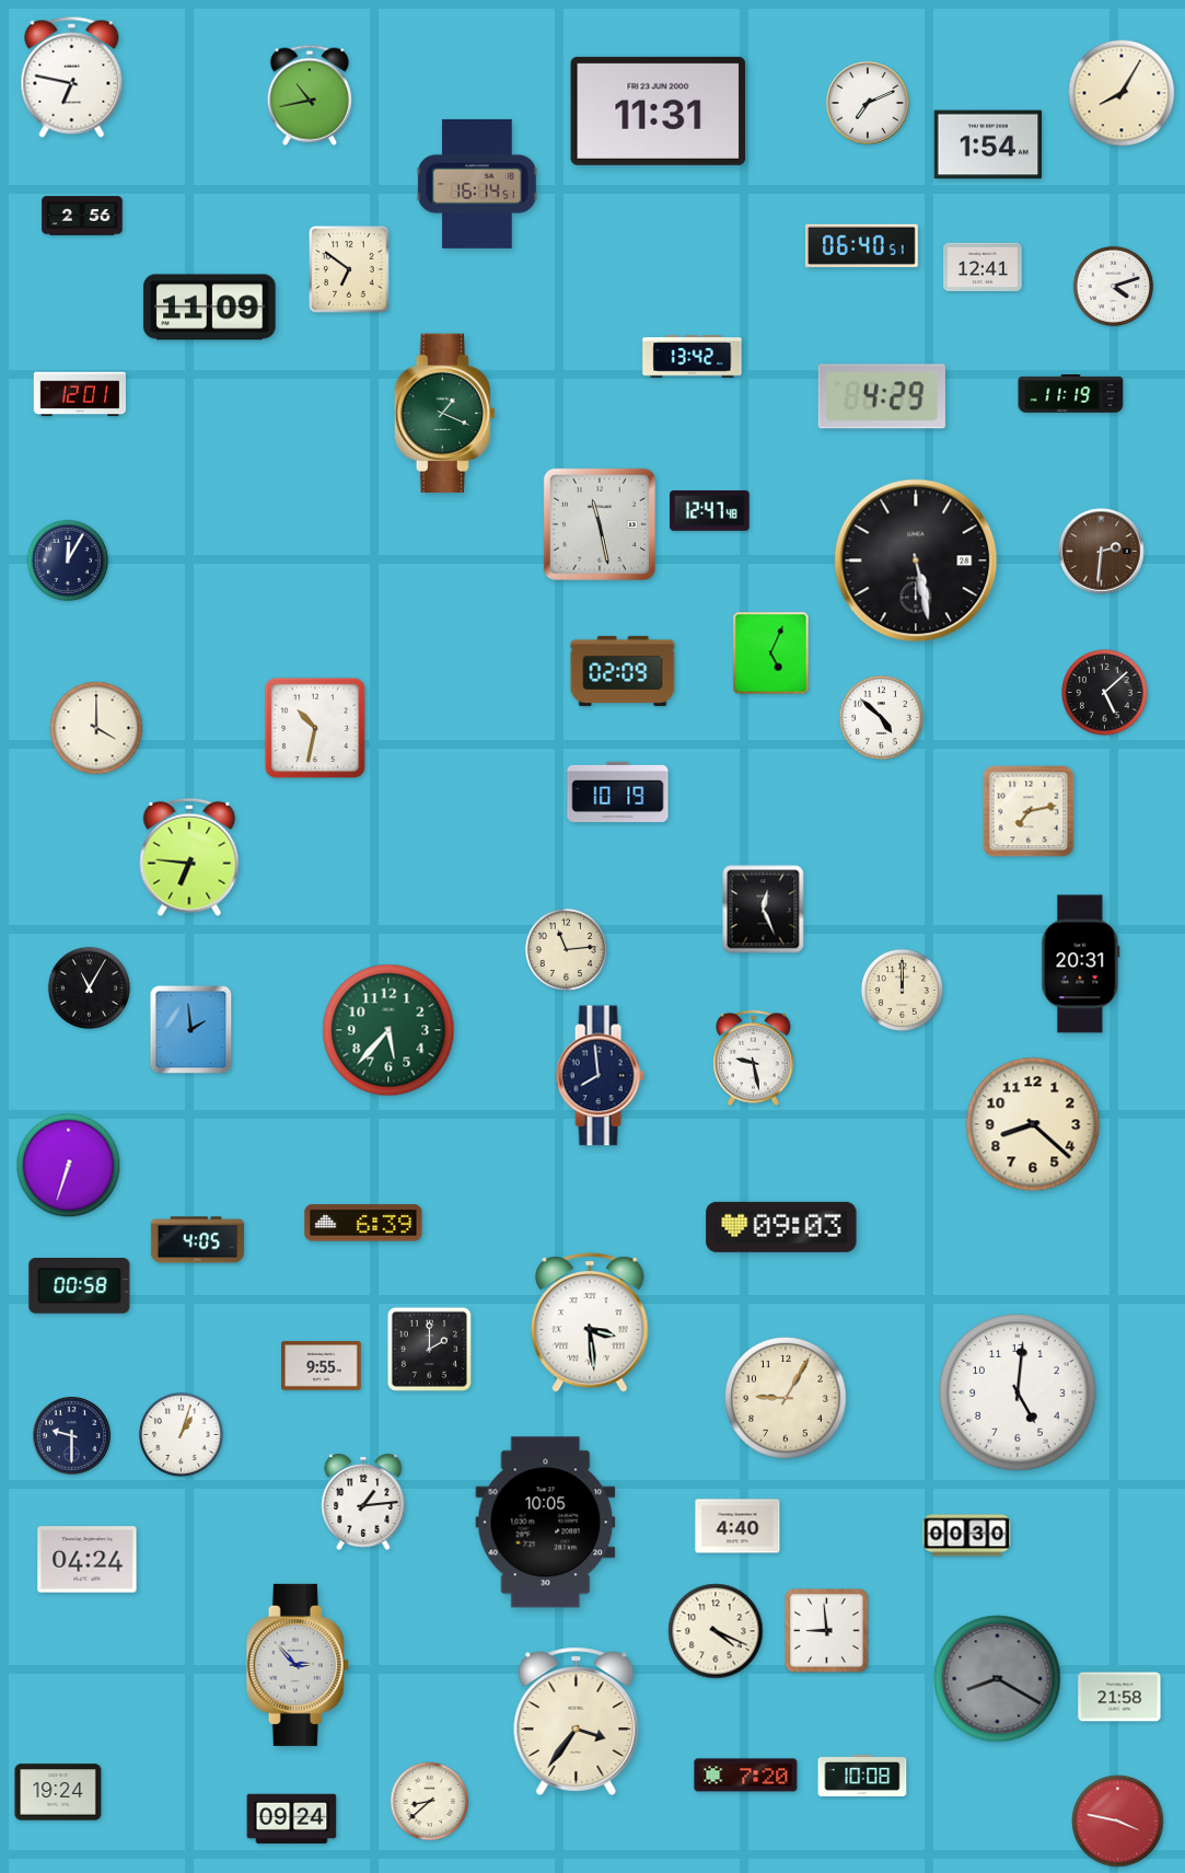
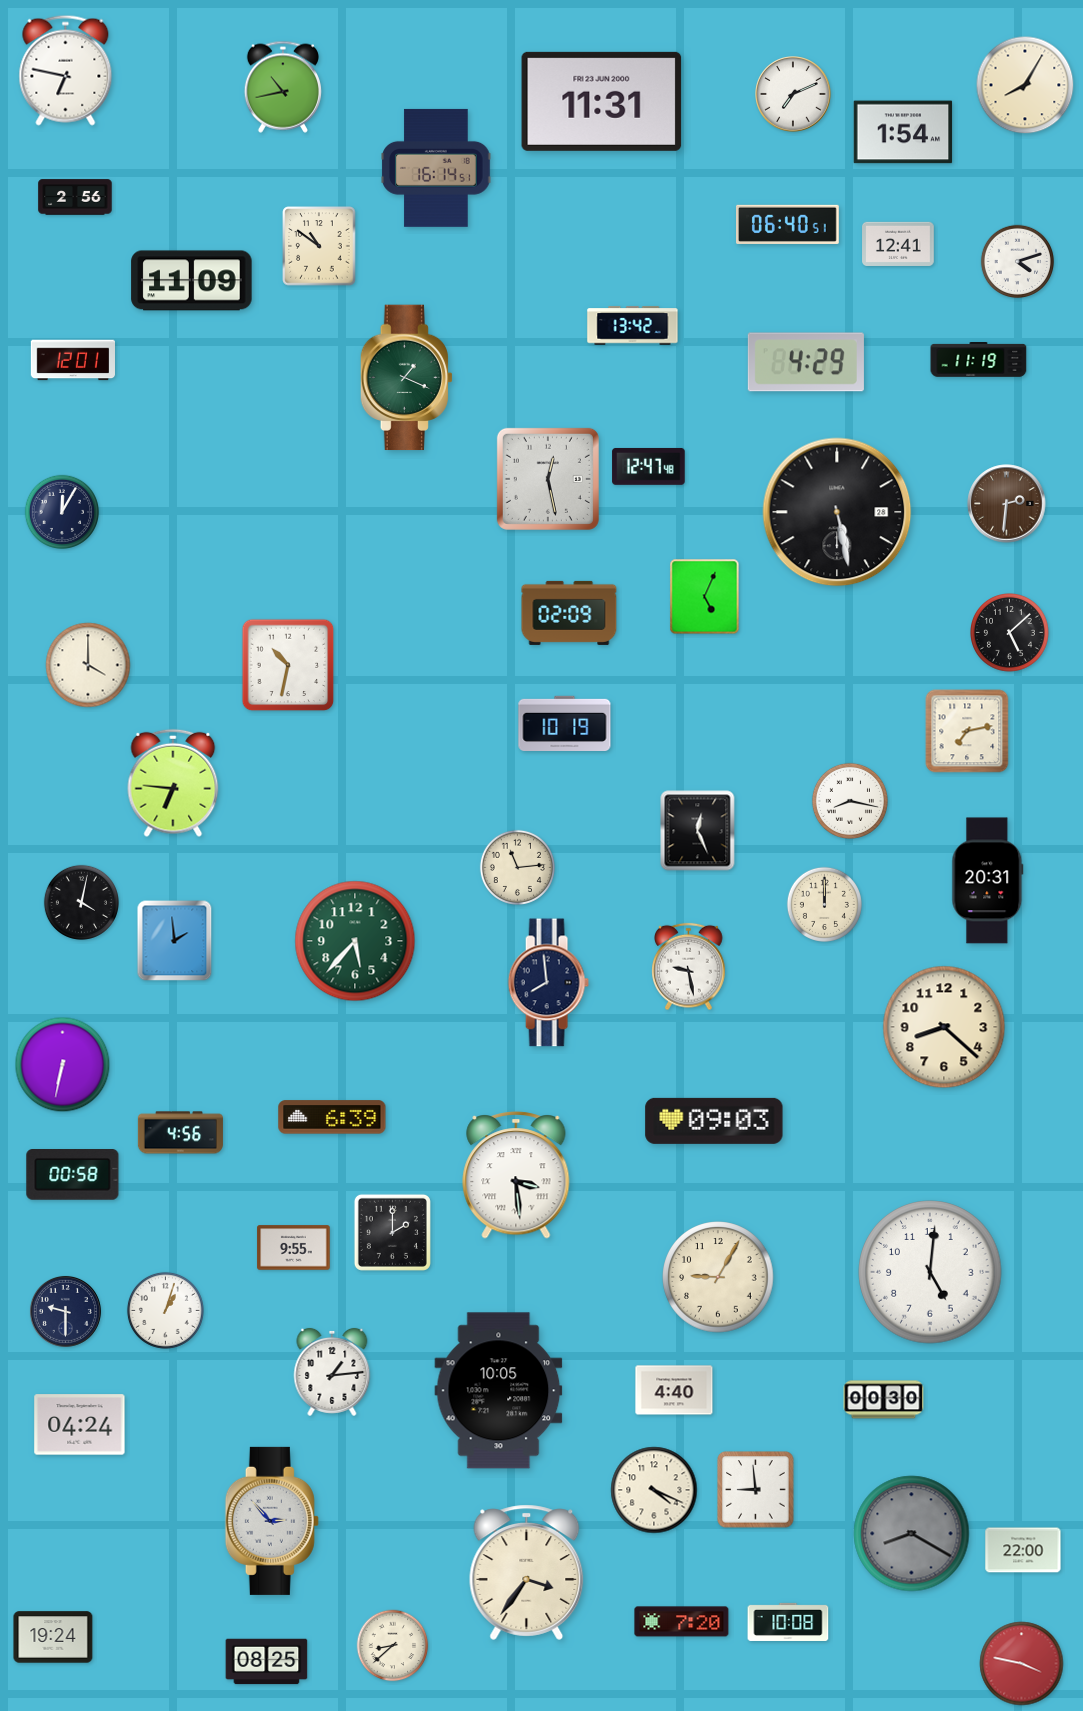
clock at (349, 269): 6:51 -> 10:51
clock at (600, 524): 11:28 -> 12:28
clock at (881, 717): 4:52 -> none
clock at (1029, 811) position: (1029, 811) -> (967, 731)
clock at (850, 801): none -> 8:17
clock at (89, 987): 11:05 -> 4:02
clock at (69, 1166): 6:33 -> 6:32
clock at (197, 1240): 4:05 -> 4:56
clock at (590, 1322) position: (590, 1322) -> (516, 1175)
clock at (737, 1526) position: (737, 1526) -> (674, 1390)
clock at (967, 1536) position: (967, 1536) -> (884, 1400)
clock at (1119, 1697): 21:58 -> 22:00
clock at (292, 1819): 09:24 -> 08:25
